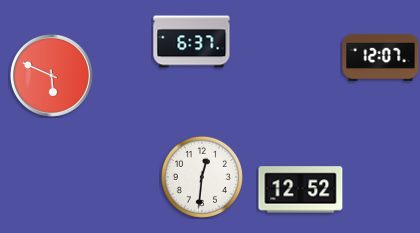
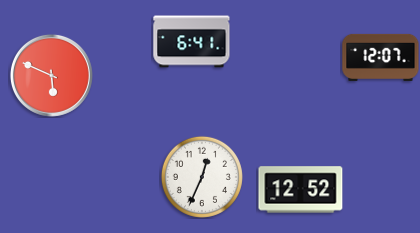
clock at (192, 42): 6:37 -> 6:41
clock at (202, 177): 12:31 -> 12:34
